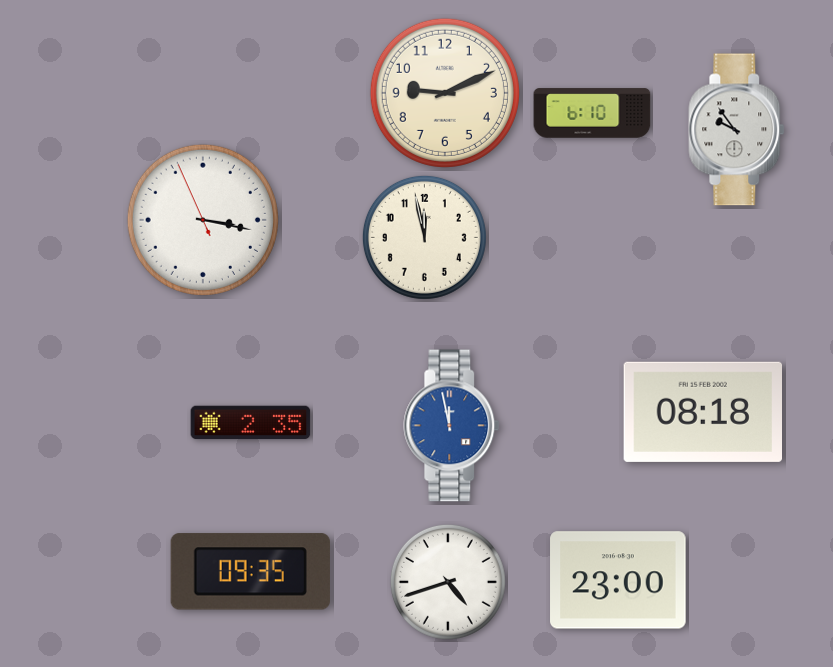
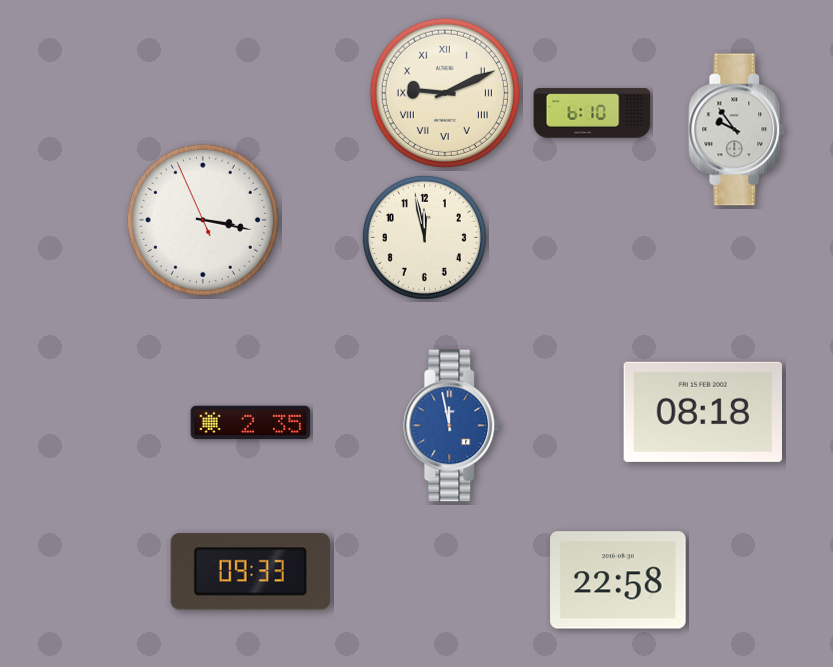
clock at (445, 93) numerals: Arabic -> Roman
clock at (250, 572): 09:35 -> 09:33
clock at (618, 580): 23:00 -> 22:58
clock at (448, 582): 4:42 -> none
